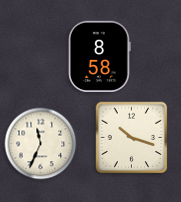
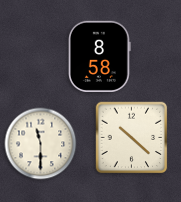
clock at (132, 138): 10:18 -> 10:22
clock at (41, 144): 11:34 -> 11:30
